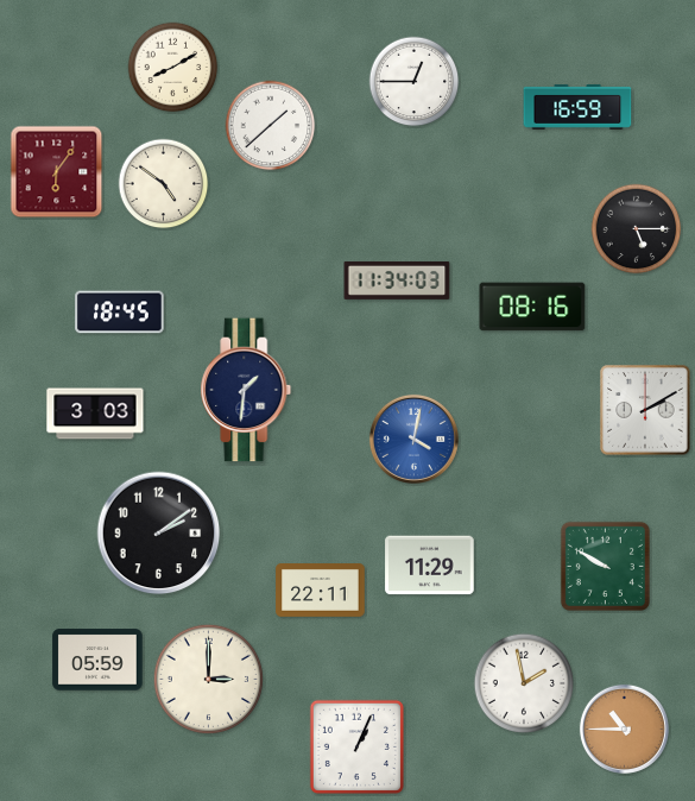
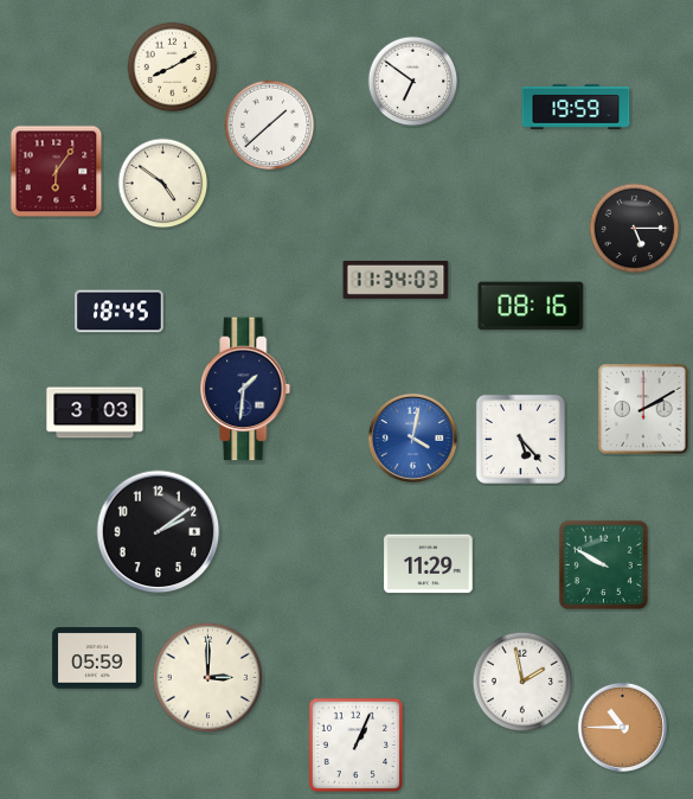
clock at (415, 82): 12:45 -> 6:51
clock at (577, 107): 16:59 -> 19:59
clock at (520, 439): none -> 5:23
clock at (321, 591): 22:11 -> none
